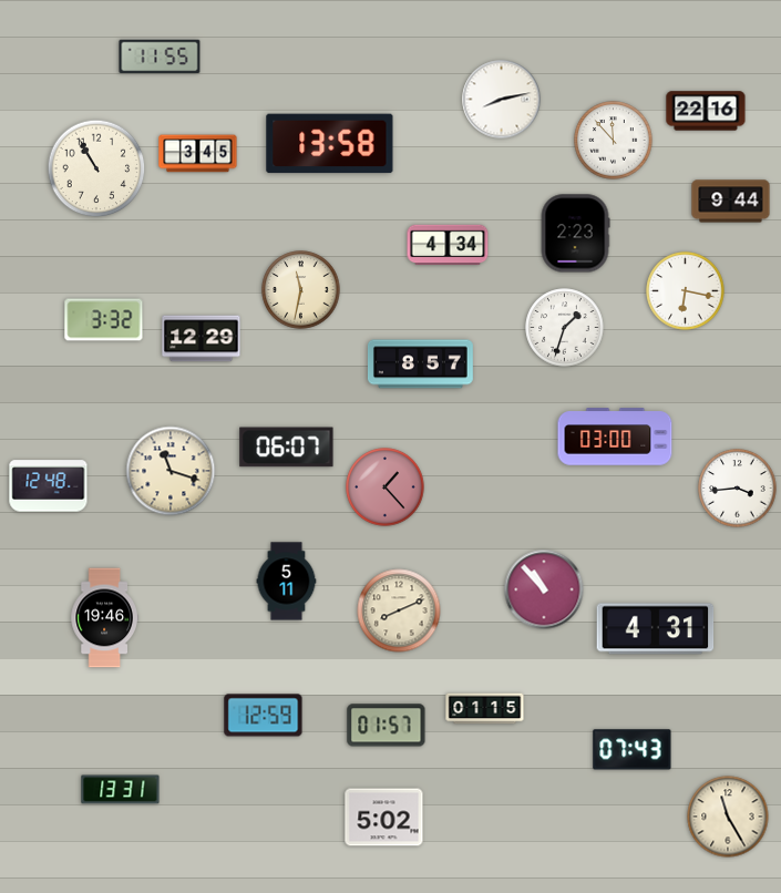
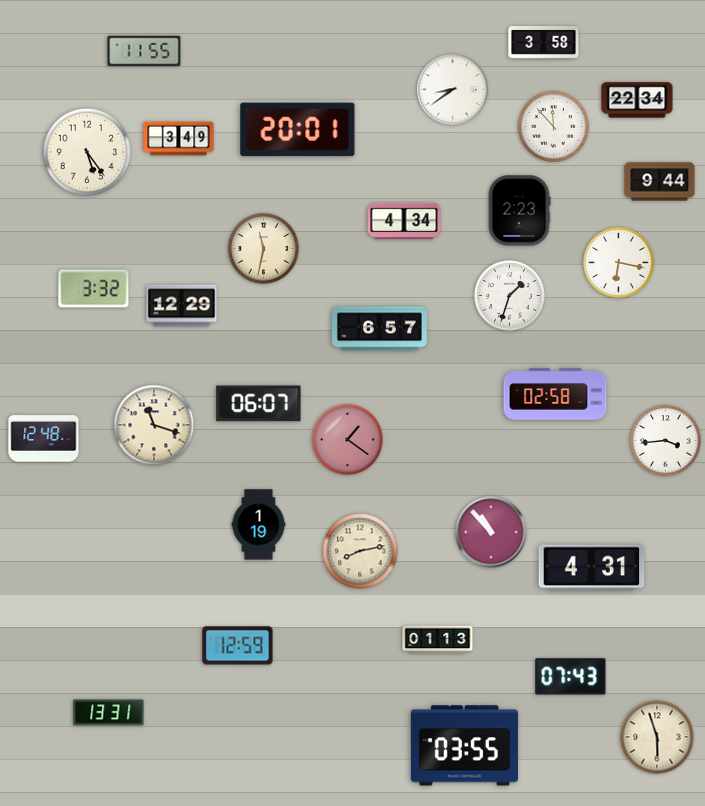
clock at (544, 43): none -> 3:58
clock at (502, 100): 8:13 -> 8:39
clock at (706, 111): 22:16 -> 22:34
clock at (330, 144): 13:58 -> 20:01
clock at (198, 154): 3:45 -> 3:49
clock at (96, 168): 10:55 -> 5:24
clock at (301, 290) position: (301, 290) -> (264, 249)
clock at (420, 365): 8:57 -> 6:57
clock at (615, 437): 03:00 -> 02:58
clock at (386, 487): 1:23 -> 1:21
clock at (287, 582): 5:11 -> 1:19
clock at (399, 610): 8:11 -> 8:13
clock at (104, 618): 19:46 -> none
clock at (485, 709): 01:15 -> 01:13
clock at (387, 726): 01:57 -> none
clock at (728, 817): 11:25 -> 5:57
clock at (384, 818): 5:02 -> none
clock at (464, 746): none -> 03:55
